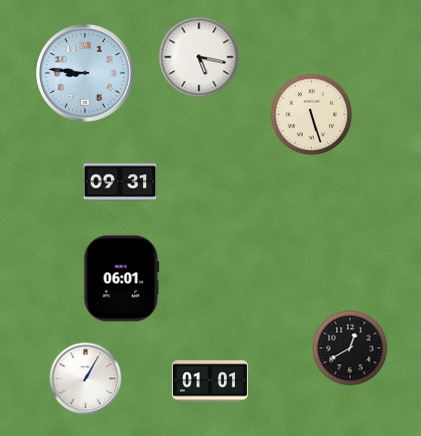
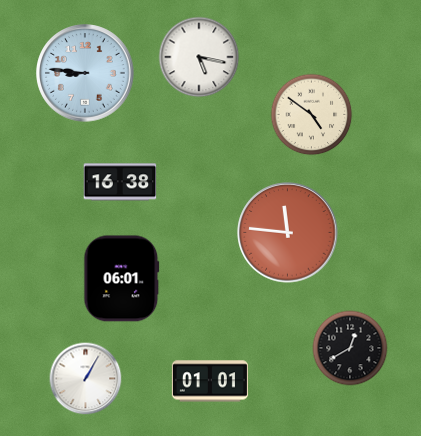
clock at (312, 115): 5:27 -> 4:51
clock at (120, 182): 09:31 -> 16:38
clock at (288, 233): none -> 11:46
